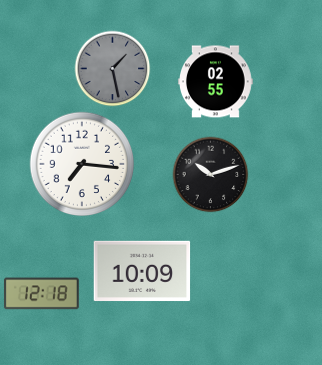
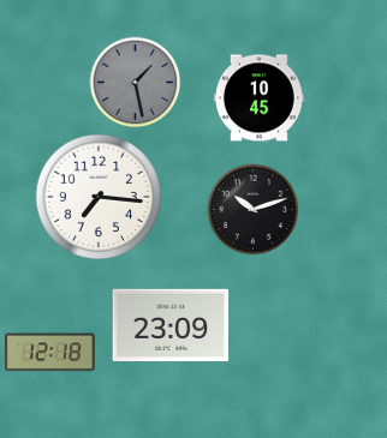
clock at (216, 82): 02:55 -> 10:45
clock at (142, 271): 10:09 -> 23:09
